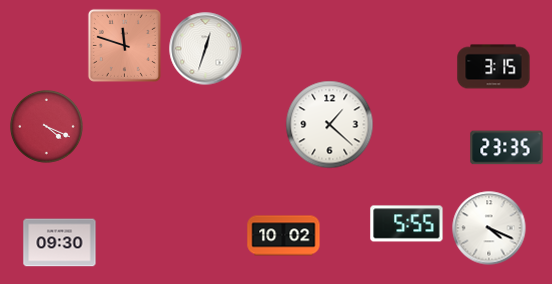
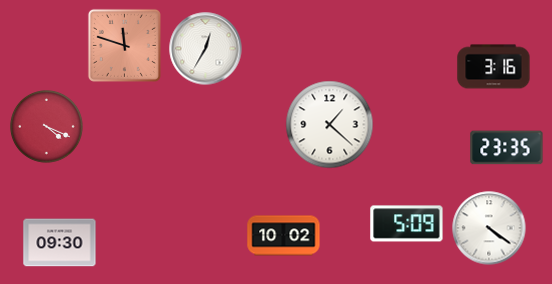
clock at (206, 49): 12:33 -> 12:35
clock at (494, 67): 3:15 -> 3:16
clock at (407, 224): 5:55 -> 5:09
clock at (489, 228): 4:19 -> 4:21
